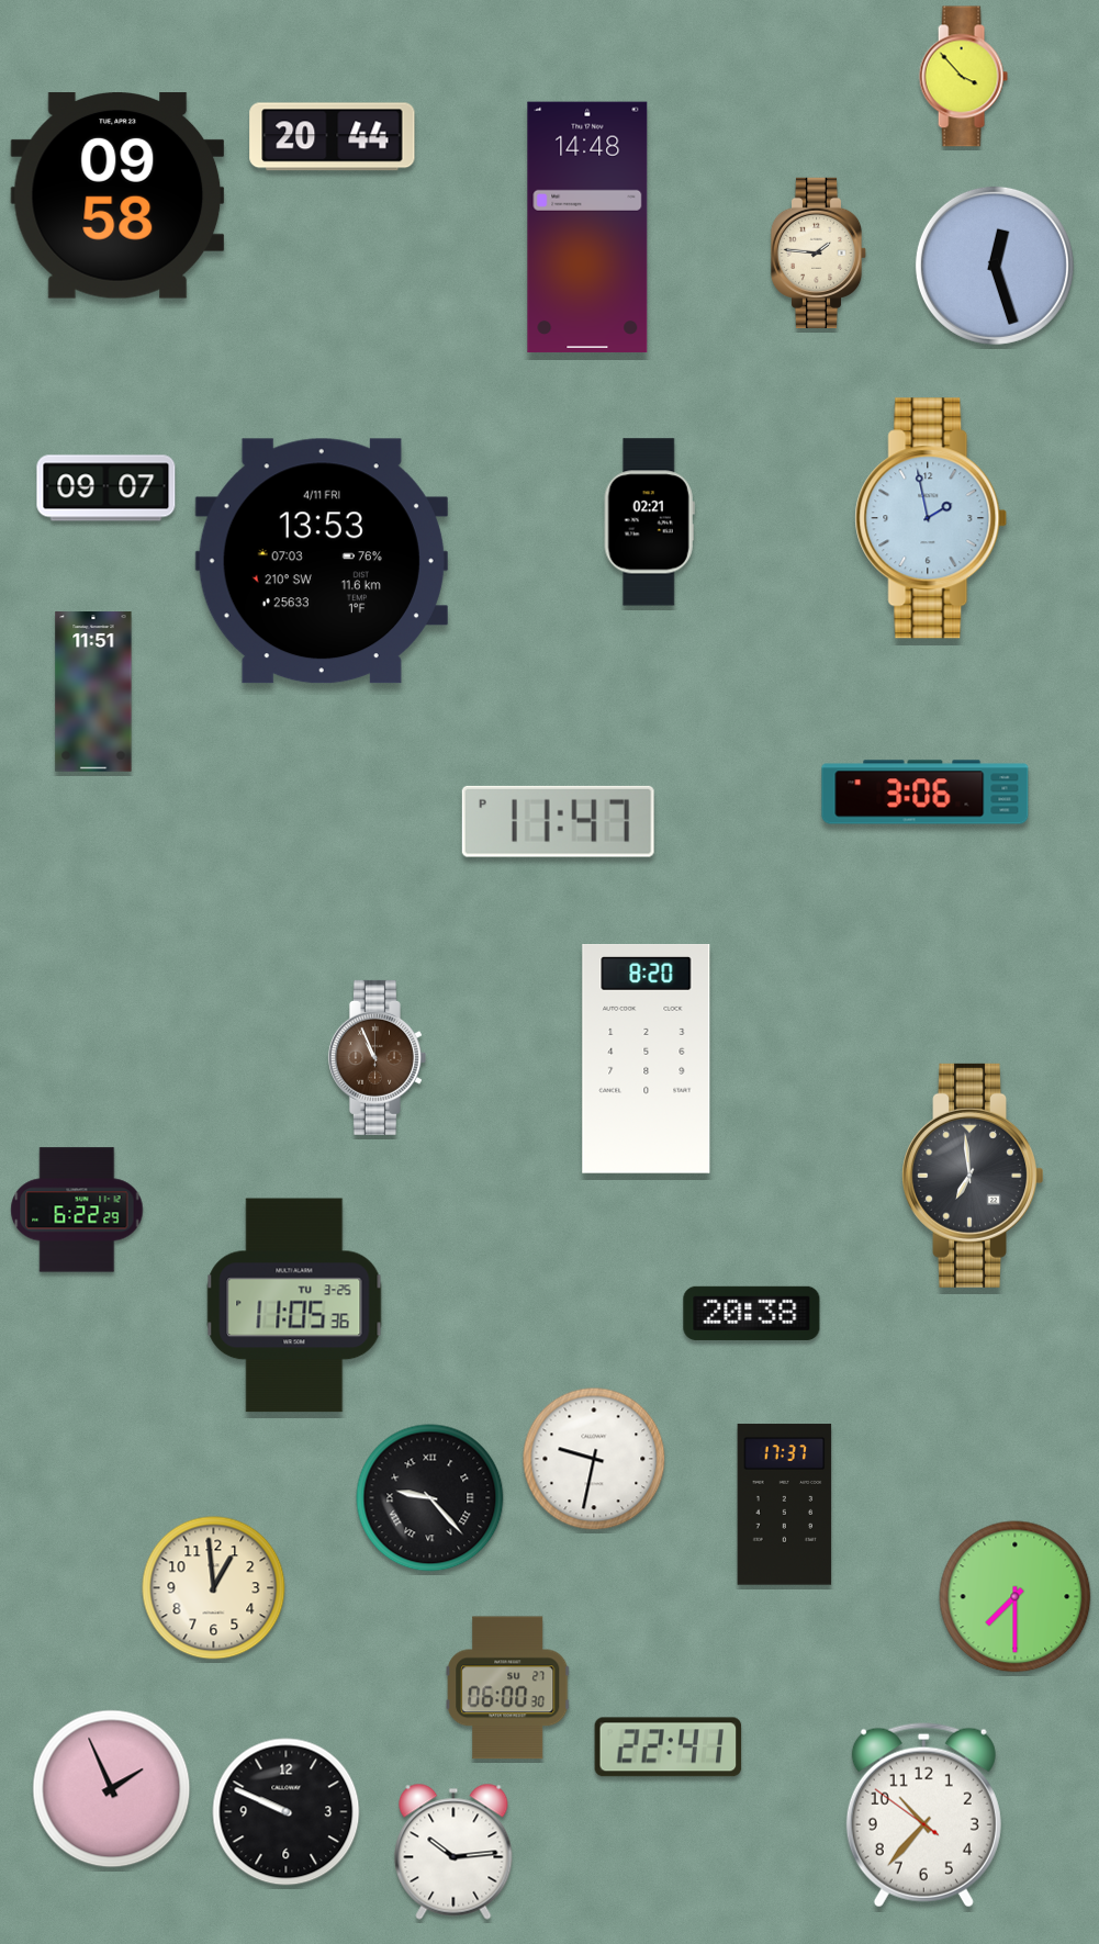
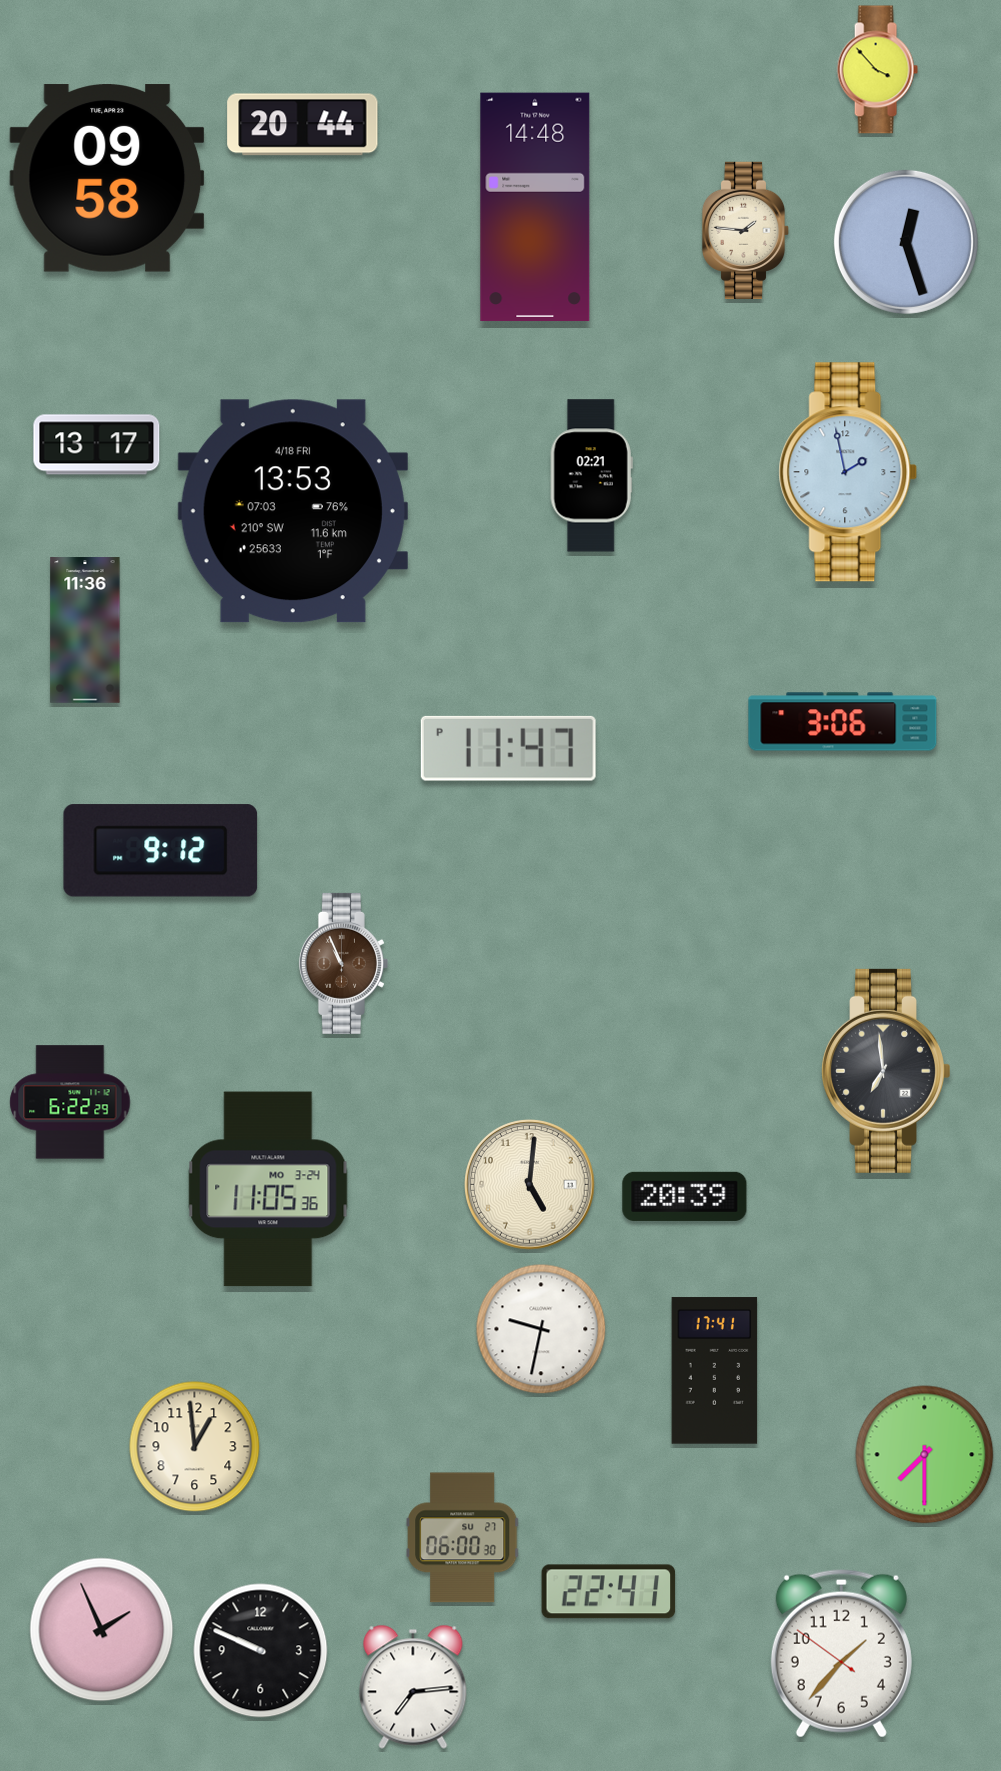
clock at (106, 488): 09:07 -> 13:17
clock at (322, 561) date: 4/11 FRI -> 4/18 FRI
clock at (93, 692): 11:51 -> 11:36
clock at (161, 851): none -> 9:12
clock at (647, 1059): 8:20 -> none
clock at (530, 1185): none -> 5:01
clock at (294, 1305) date: TU 3-25 -> MO 3-24
clock at (752, 1313): 20:38 -> 20:39
clock at (430, 1498): 9:23 -> none
clock at (785, 1505): 17:37 -> 17:41
clock at (923, 1816): 10:36 -> 1:36
clock at (453, 1852): 10:14 -> 7:14
